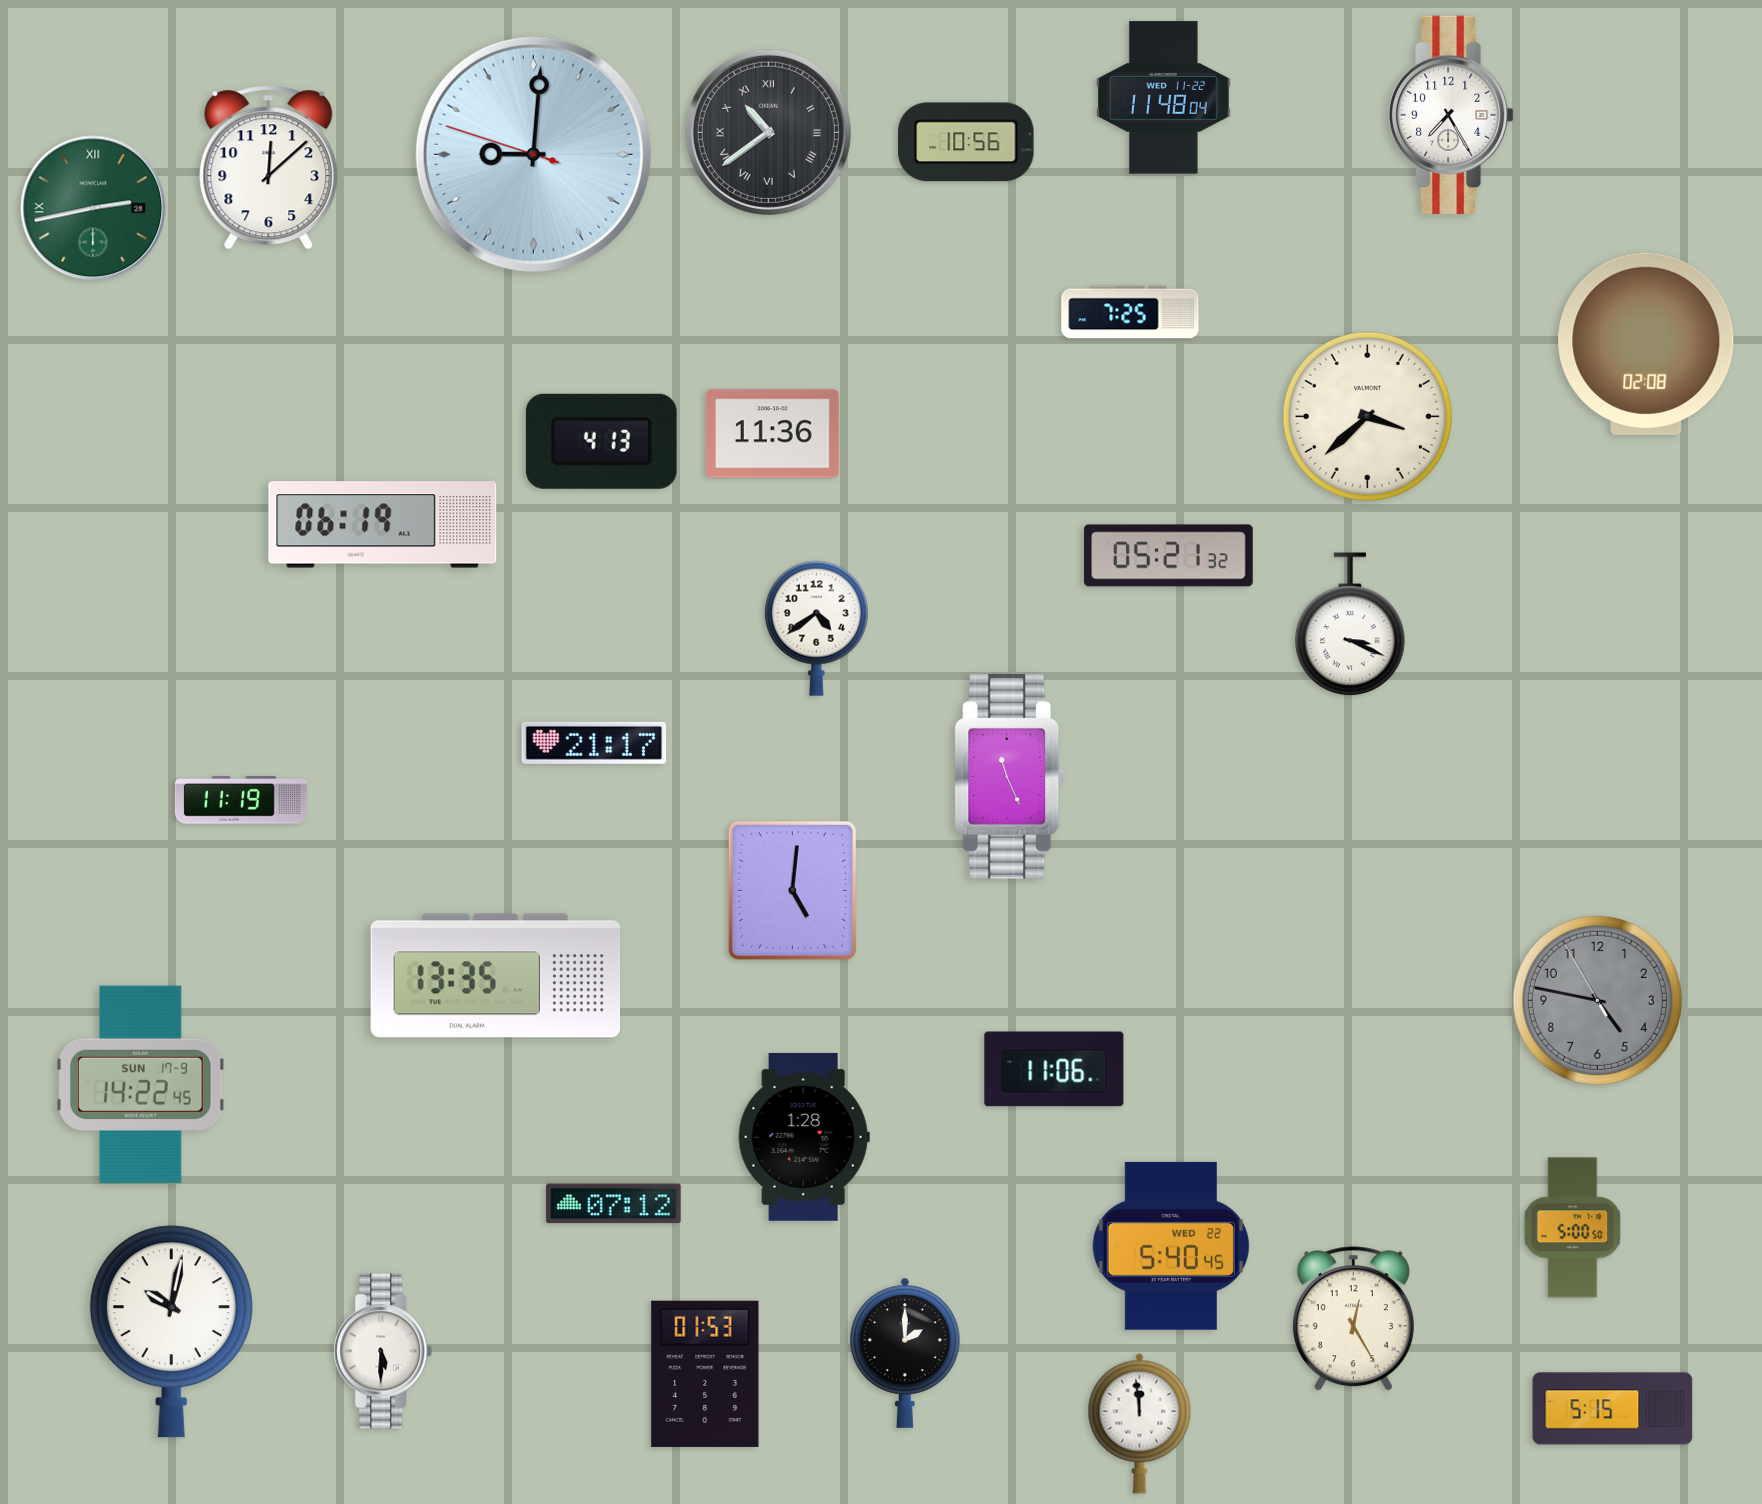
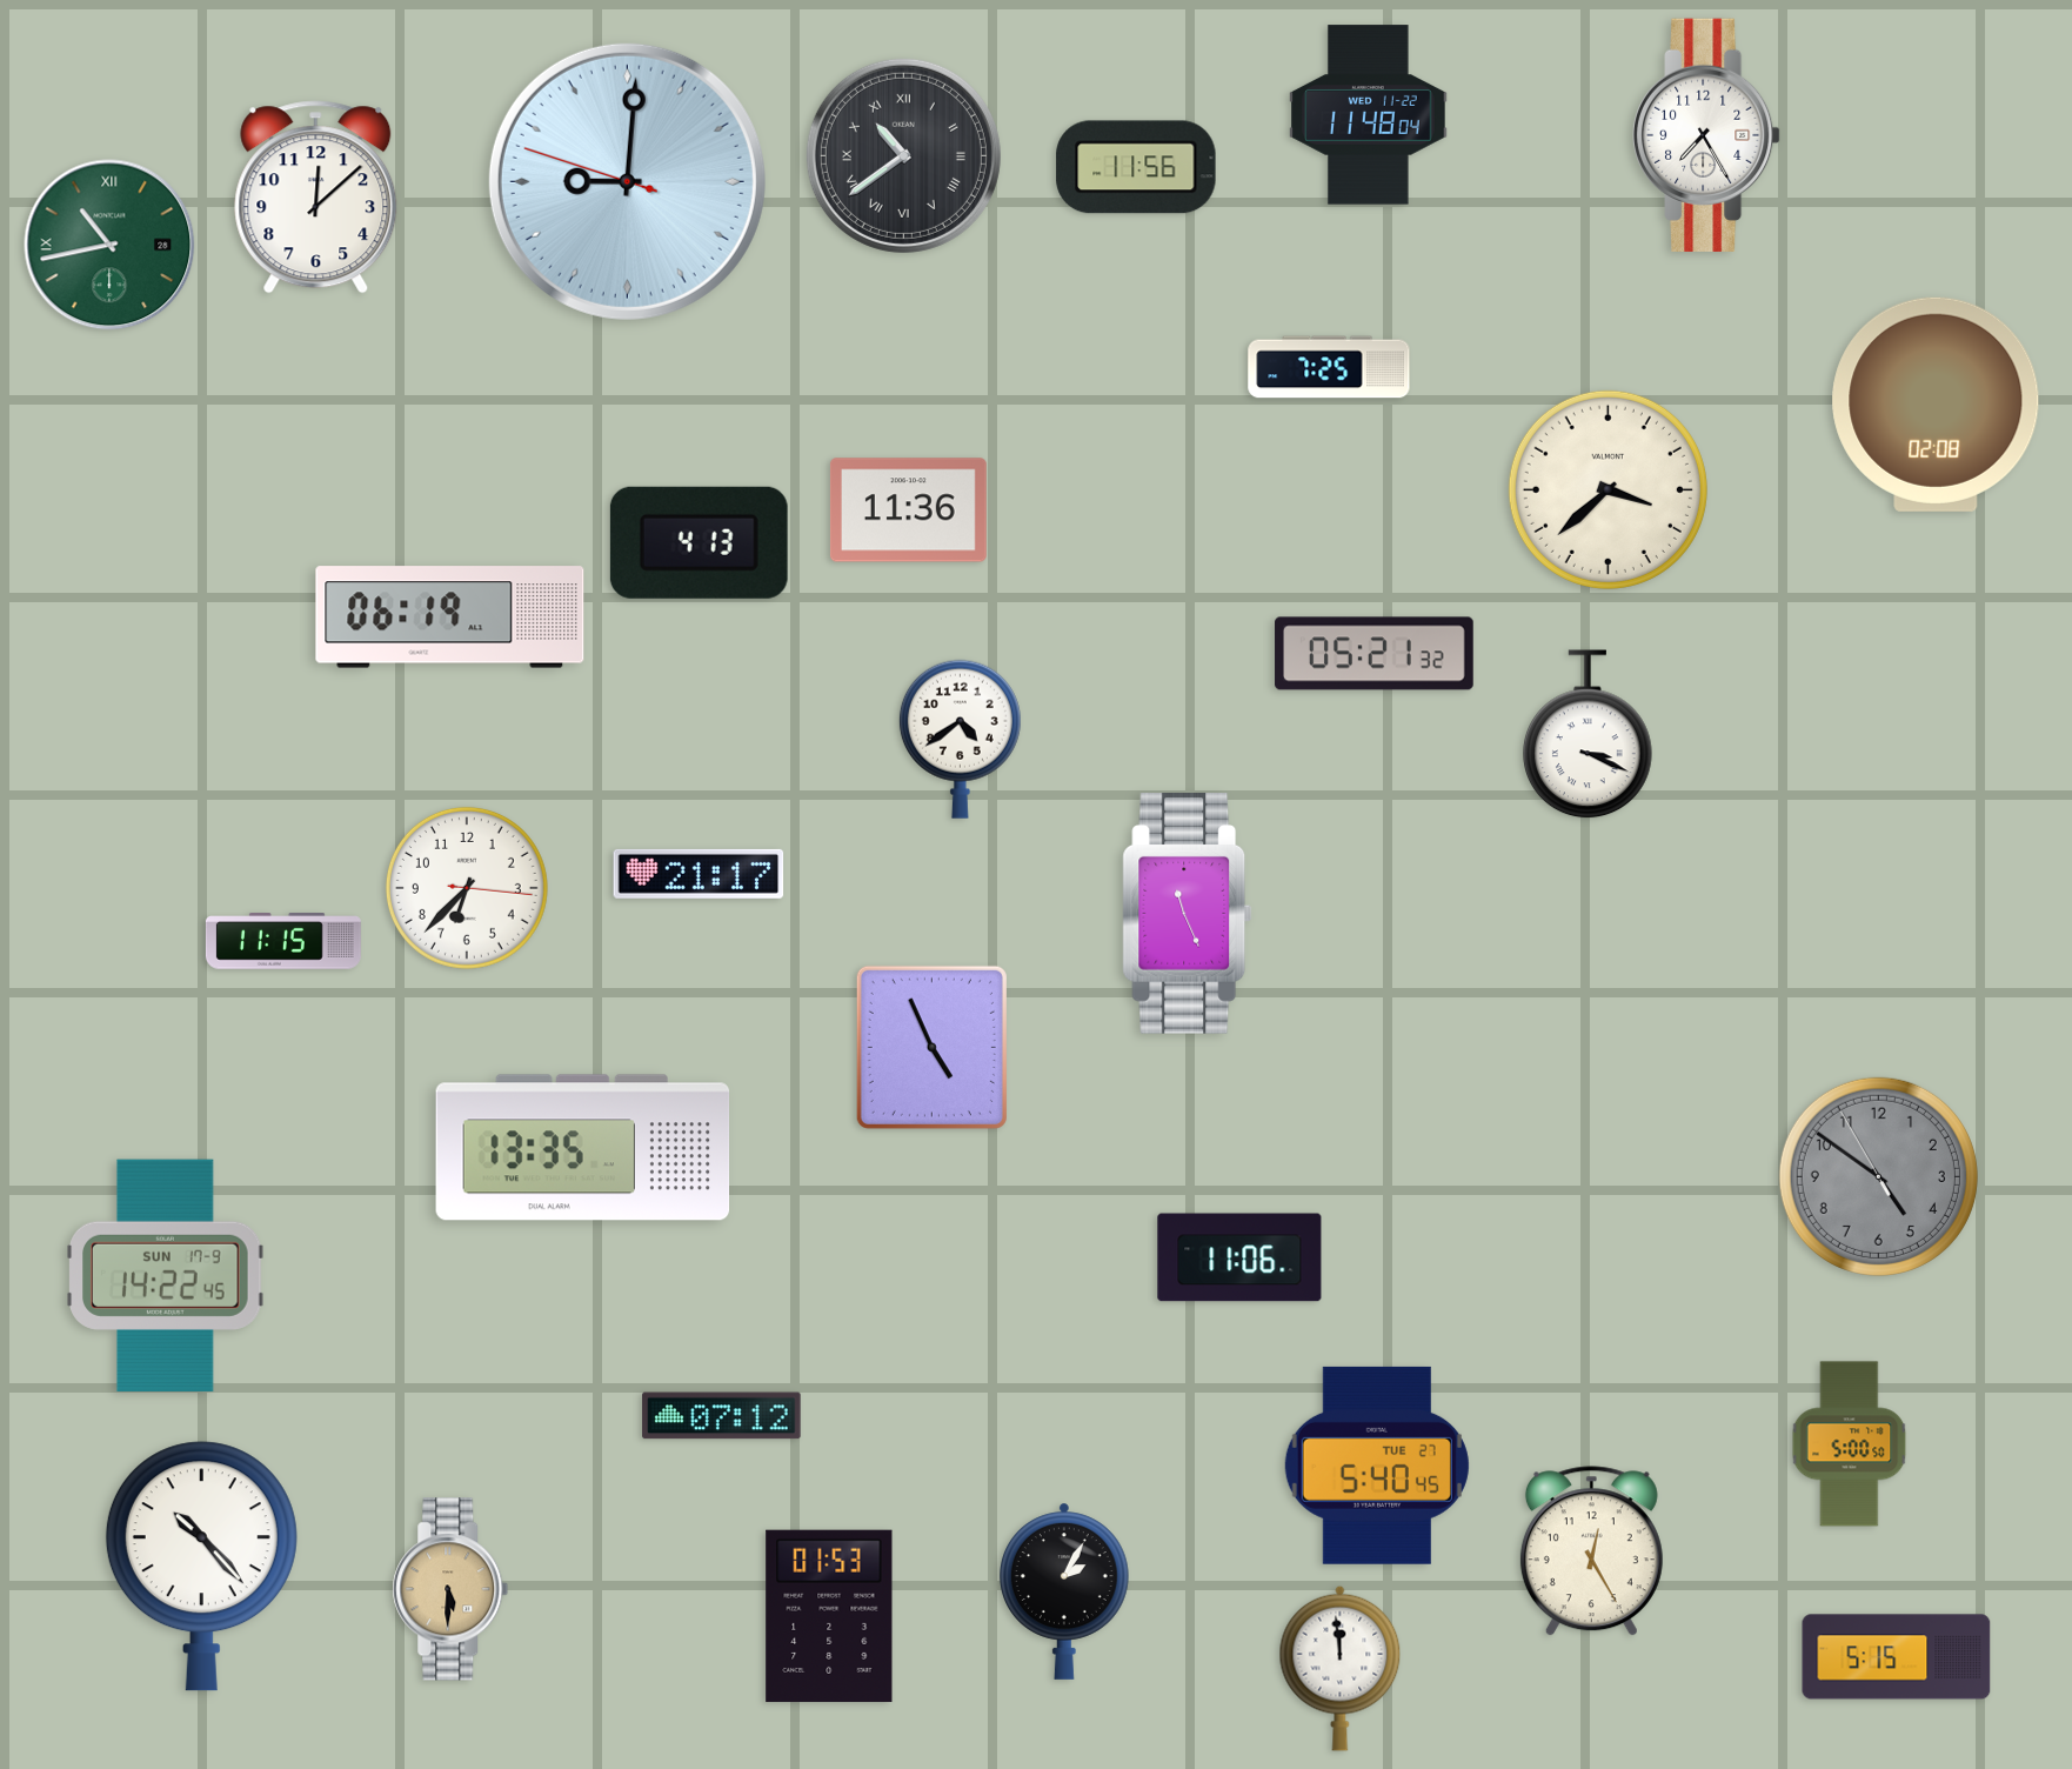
clock at (966, 142): 10:56 -> 11:56
clock at (93, 208): 2:43 -> 10:43
clock at (601, 441) position: (601, 441) -> (699, 542)
clock at (467, 888): none -> 6:37
clock at (241, 801): 11:19 -> 11:15
clock at (792, 890): 5:01 -> 4:56
clock at (1597, 1000): 4:46 -> 4:50
clock at (804, 1137): 1:28 -> none
clock at (1171, 1246) date: WED 22 -> TUE 27
clock at (171, 1332): 10:02 -> 10:23
clock at (383, 1351) dial: white -> champagne
clock at (906, 1353): 2:00 -> 2:05
clock at (1140, 1423) position: (1140, 1423) -> (1341, 1668)
